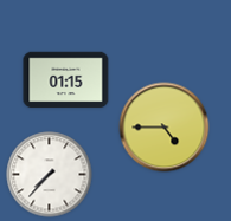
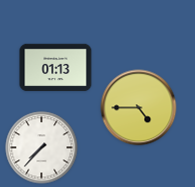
clock at (66, 80): 01:15 -> 01:13
